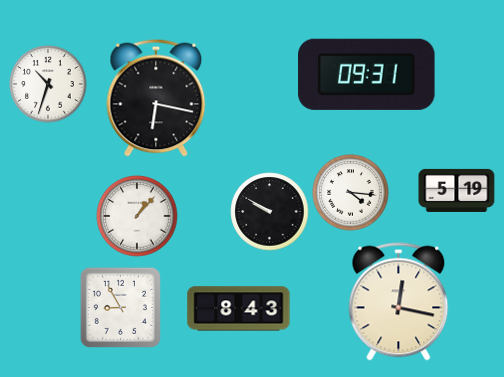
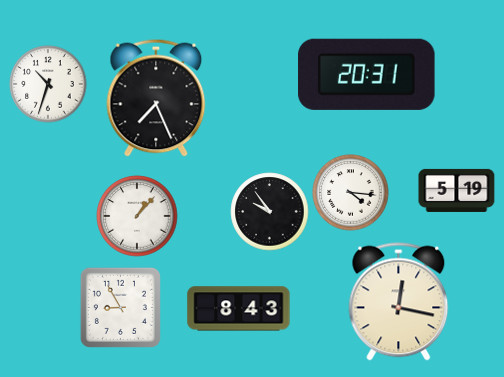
clock at (367, 74): 09:31 -> 20:31
clock at (156, 98): 6:17 -> 7:26
clock at (270, 212): 9:50 -> 9:54
